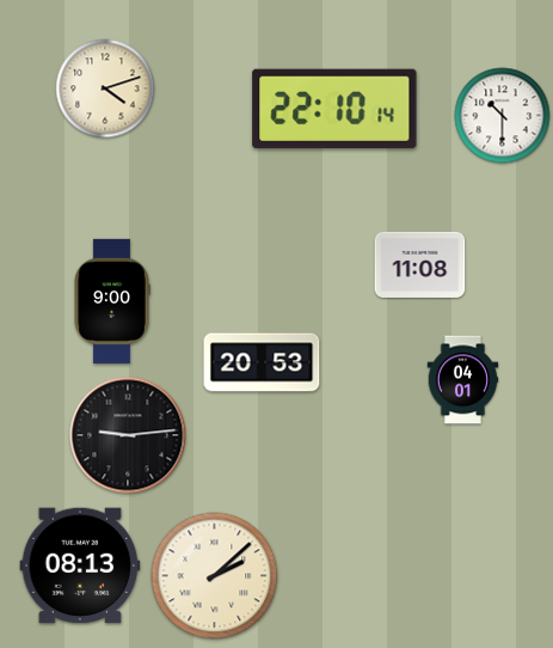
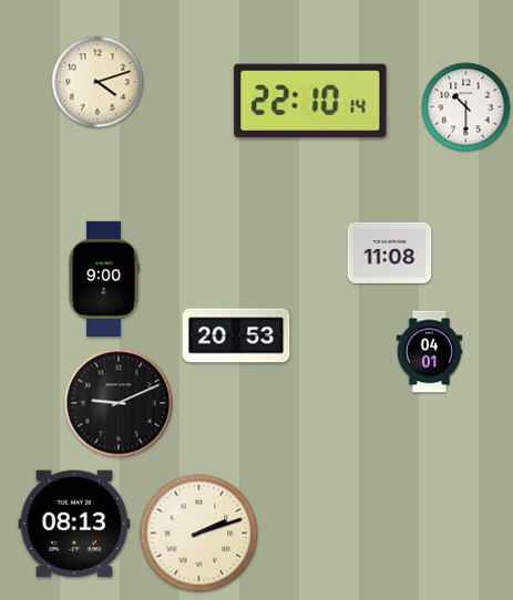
clock at (420, 264) position: (420, 264) -> (390, 252)
clock at (262, 362) position: (262, 362) -> (236, 335)
clock at (128, 435): 9:14 -> 9:11
clock at (215, 576): 2:08 -> 2:12
